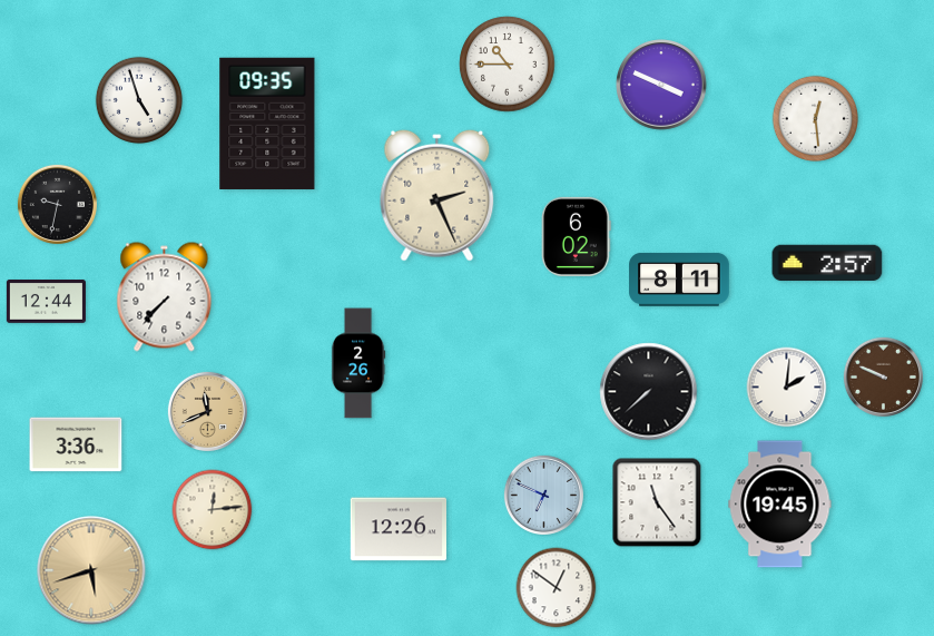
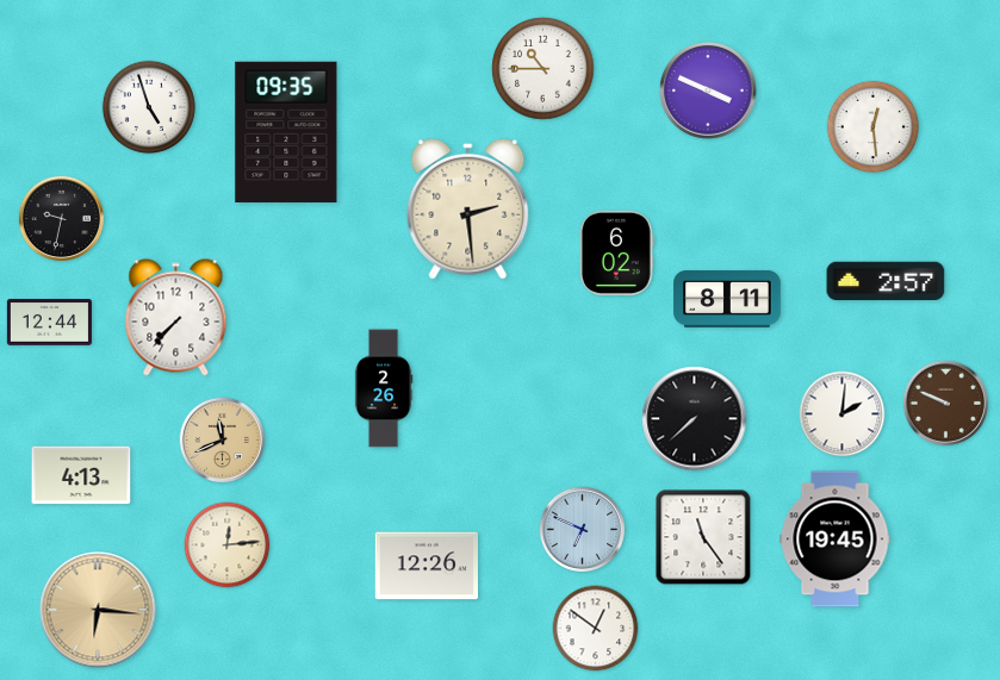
clock at (437, 195): 2:26 -> 2:29
clock at (76, 444): 3:36 -> 4:13
clock at (91, 570): 5:42 -> 6:16
